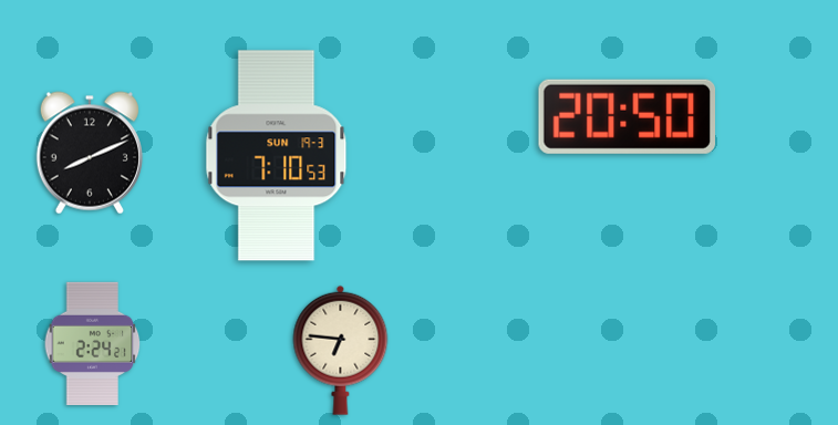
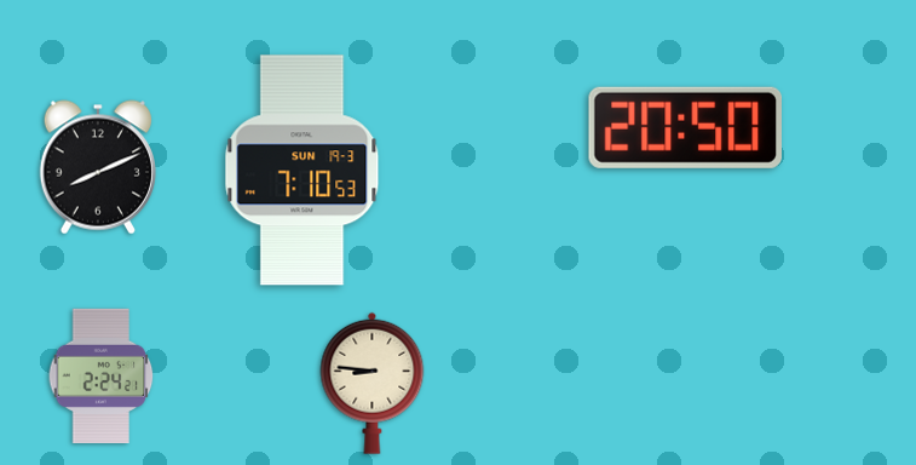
clock at (341, 350): 6:46 -> 8:46
